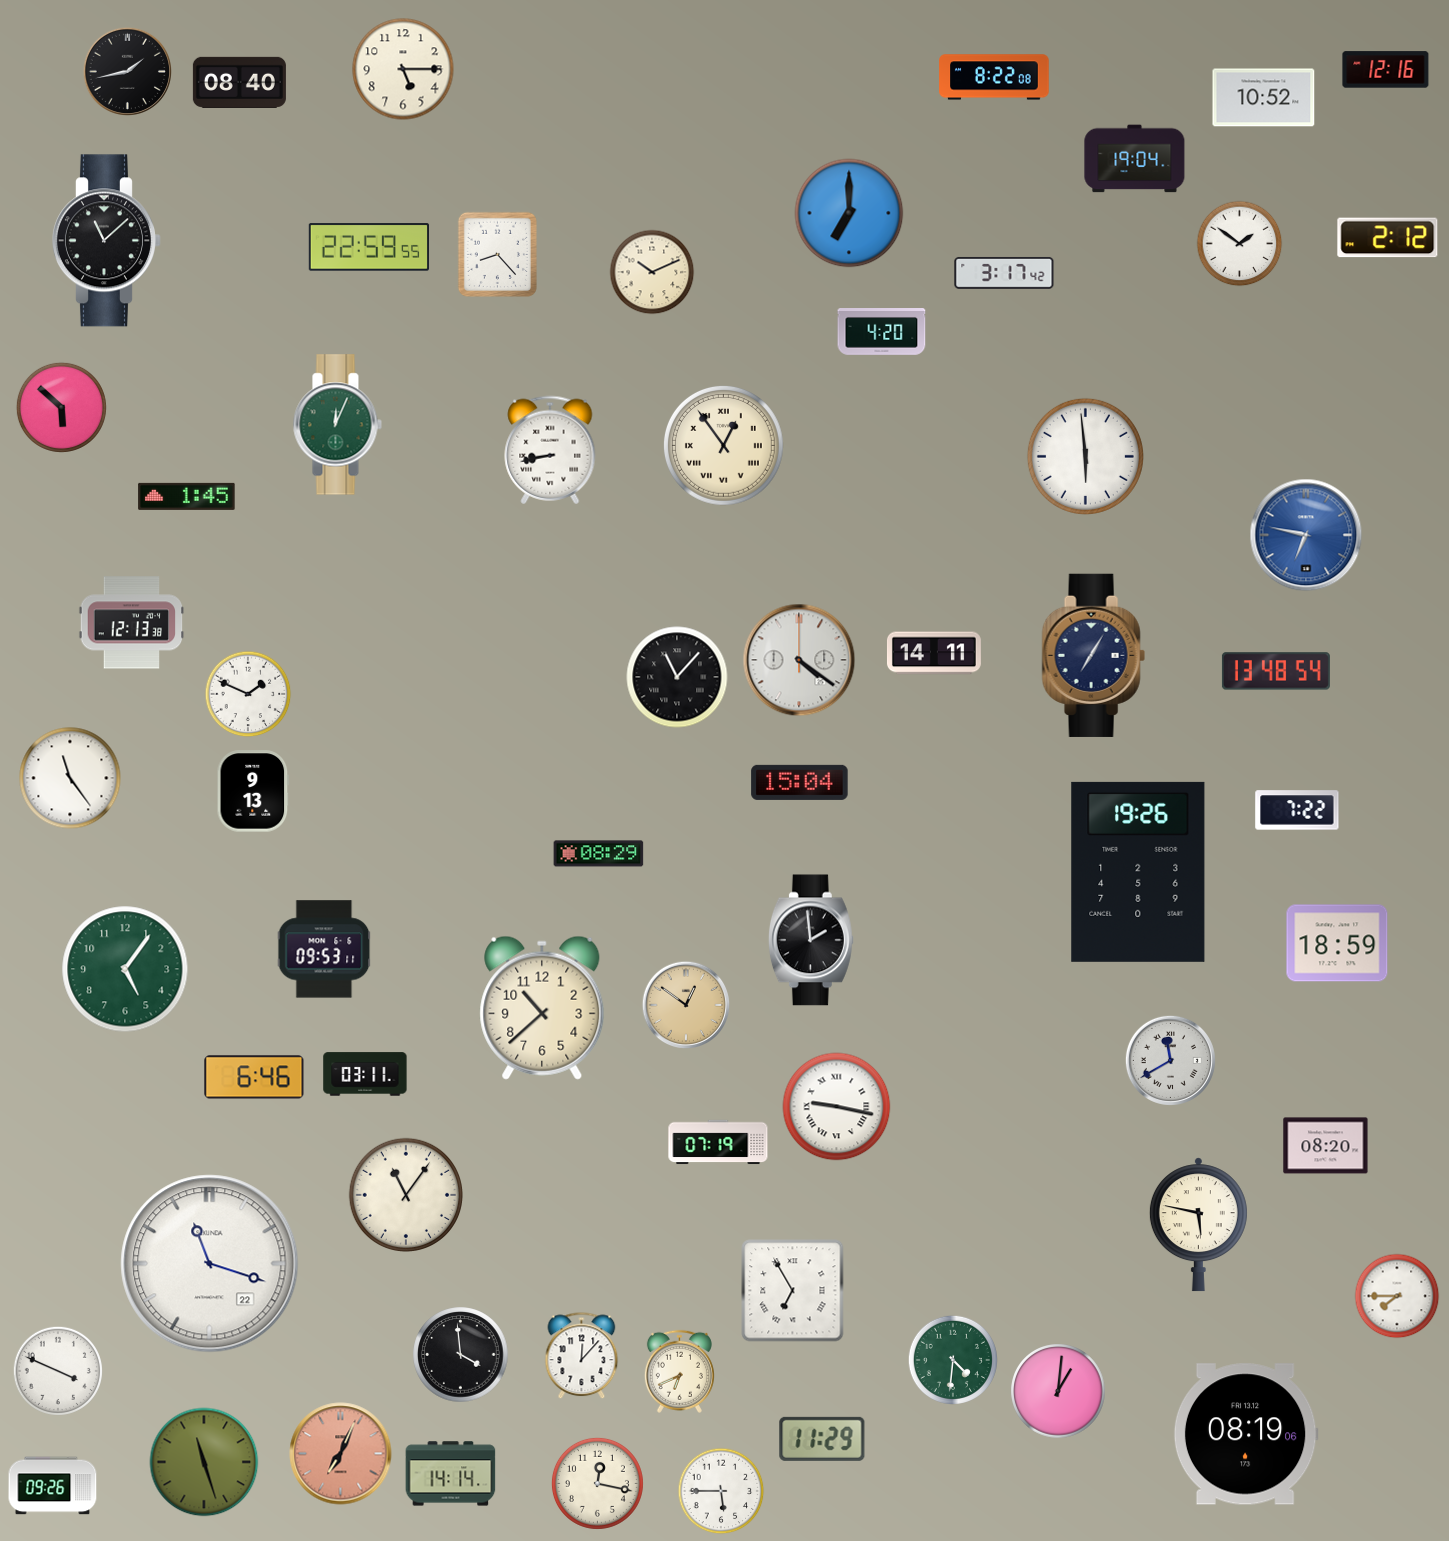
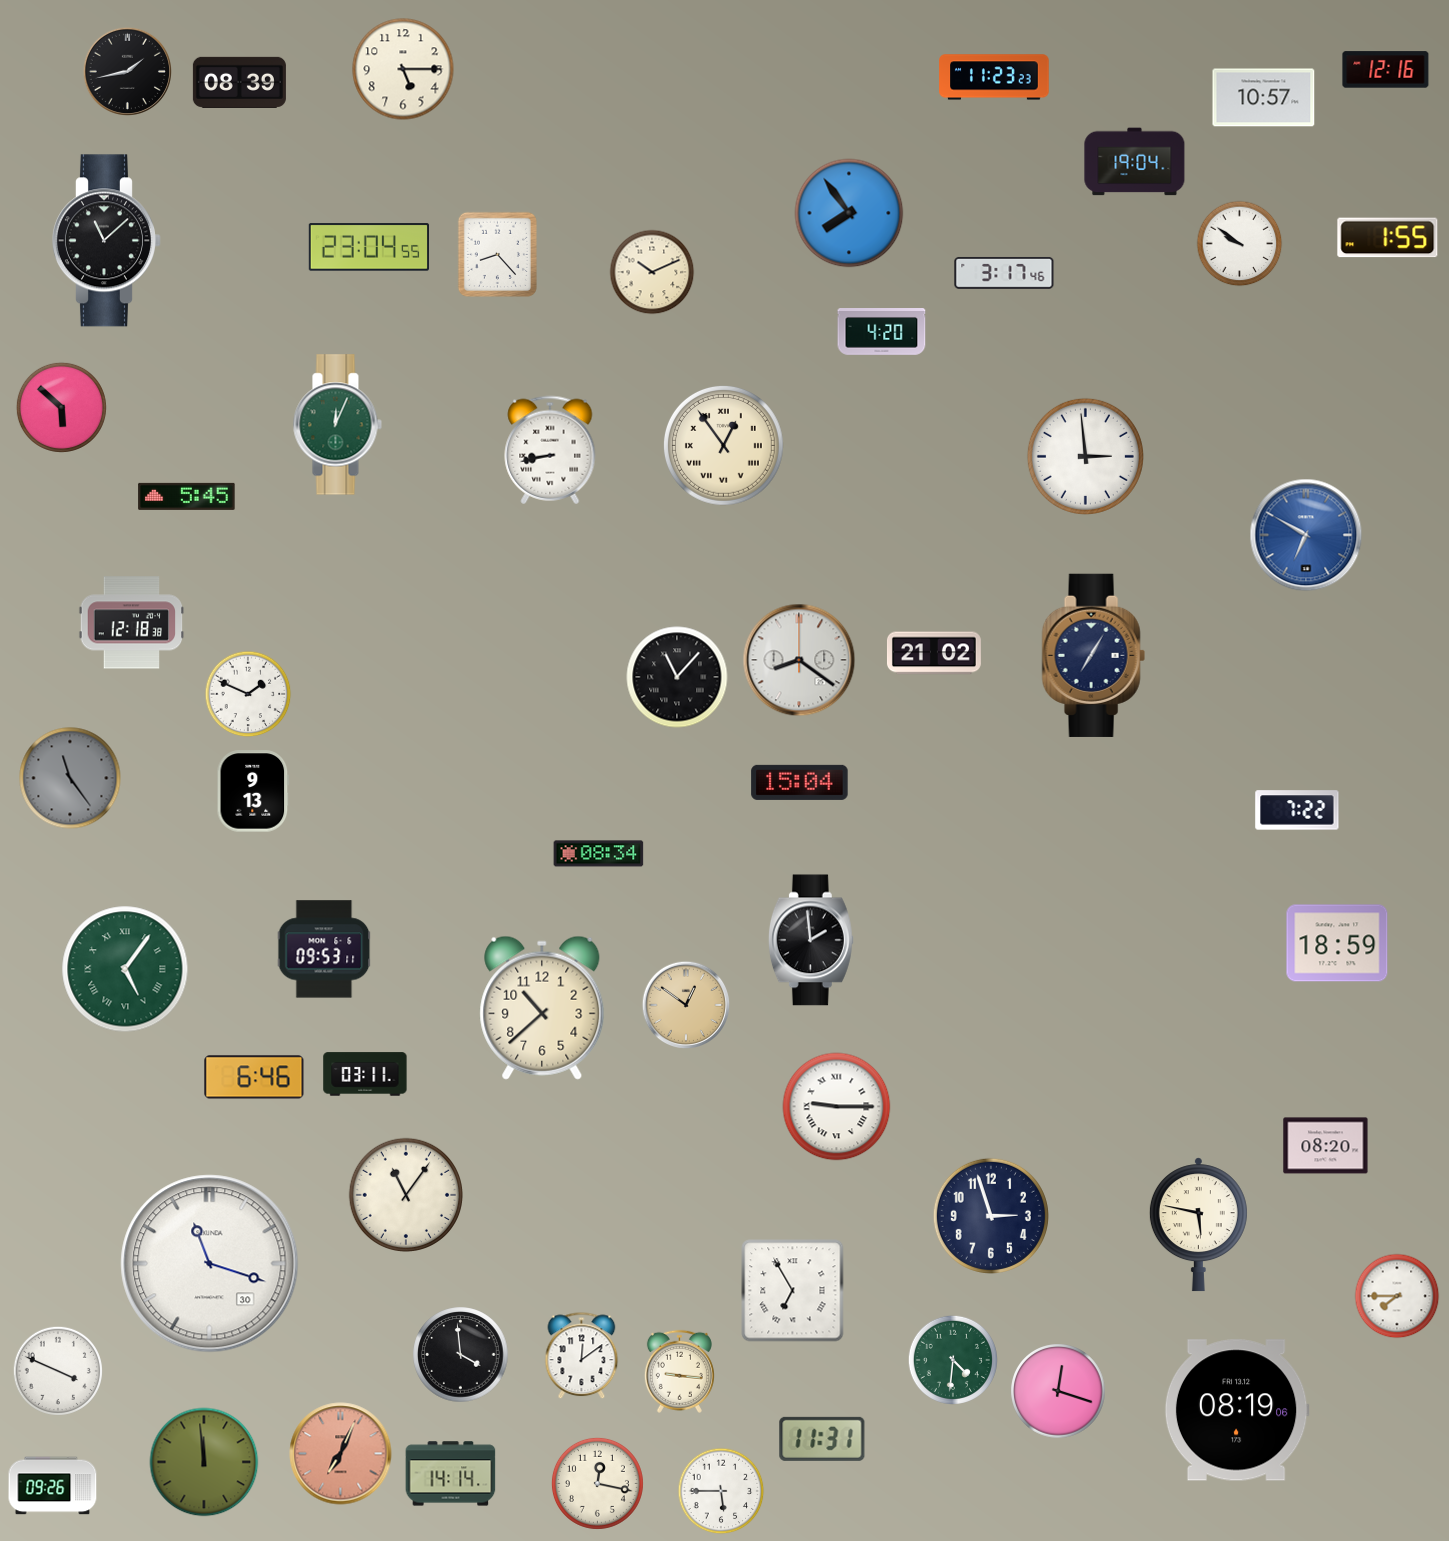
clock at (994, 77): 8:22 -> 11:23
clock at (239, 82): 08:40 -> 08:39
clock at (1264, 98): 10:52 -> 10:57
clock at (1135, 159) position: (1135, 159) -> (1135, 162)
clock at (849, 213): 7:00 -> 7:54
clock at (1388, 238): 2:12 -> 1:55
clock at (1240, 244): 1:51 -> 9:51
clock at (368, 247): 22:59 -> 23:04
clock at (1004, 273): 3:17:42 -> 3:17:46
clock at (1085, 456): 5:59 -> 2:59
clock at (187, 496): 1:45 -> 5:45
clock at (1306, 535): 6:47 -> 6:50
clock at (132, 623): 12:13 -> 12:18
clock at (934, 653): 14:11 -> 21:02
clock at (799, 660): 4:21 -> 8:21
clock at (1276, 671): 13:48 -> none
clock at (70, 778) dial: white -> grey
clock at (599, 854): 08:29 -> 08:34
clock at (1138, 872): 19:26 -> none
clock at (125, 969) numerals: Arabic -> Roman
clock at (1170, 1060): 11:40 -> none
clock at (837, 1107): 9:17 -> 9:15
clock at (718, 1142): 07:19 -> none
clock at (991, 1216): none -> 2:57
clock at (210, 1264) date: 22 -> 30
clock at (582, 1356): 12:07 -> 12:09
clock at (679, 1371): 6:41 -> 9:16
clock at (1058, 1391): 1:01 -> 12:18
clock at (1246, 1434) position: (1246, 1434) -> (1237, 1410)
clock at (822, 1439): 11:29 -> 11:31
clock at (204, 1462): 11:27 -> 11:59
